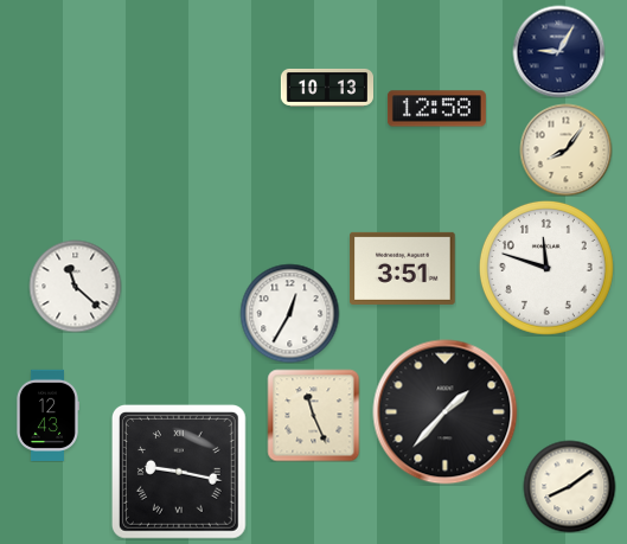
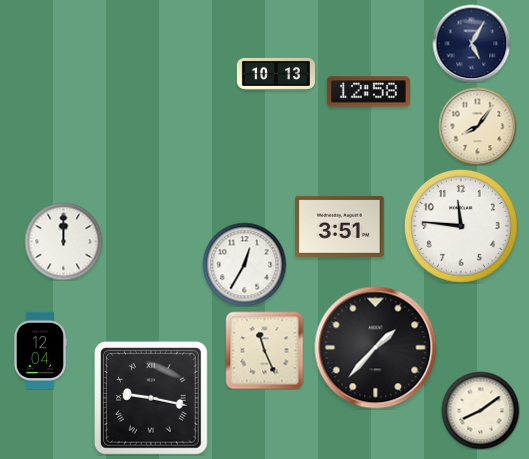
clock at (558, 51): 9:05 -> 5:05
clock at (546, 268): 11:48 -> 11:46
clock at (75, 286): 11:22 -> 12:00
clock at (47, 415): 12:43 -> 12:04
